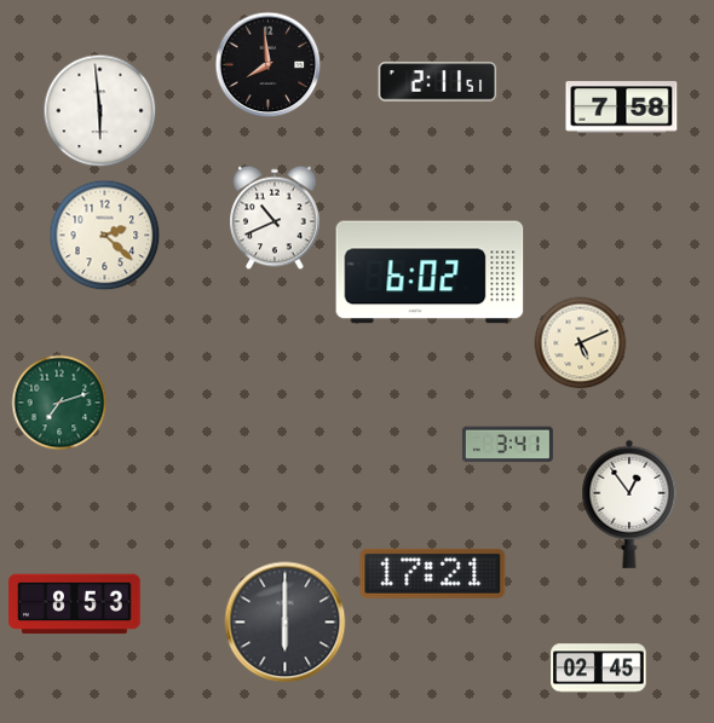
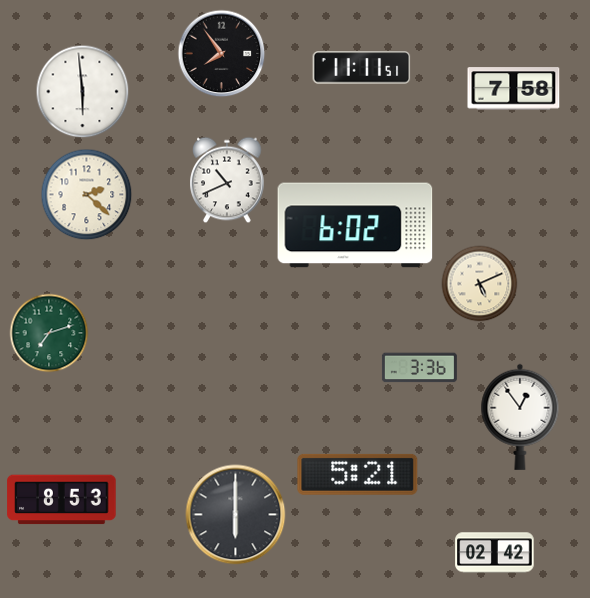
clock at (269, 65): 7:59 -> 7:54
clock at (438, 82): 2:11 -> 11:11
clock at (507, 445): 3:41 -> 3:36
clock at (433, 573): 17:21 -> 5:21
clock at (599, 669): 02:45 -> 02:42
